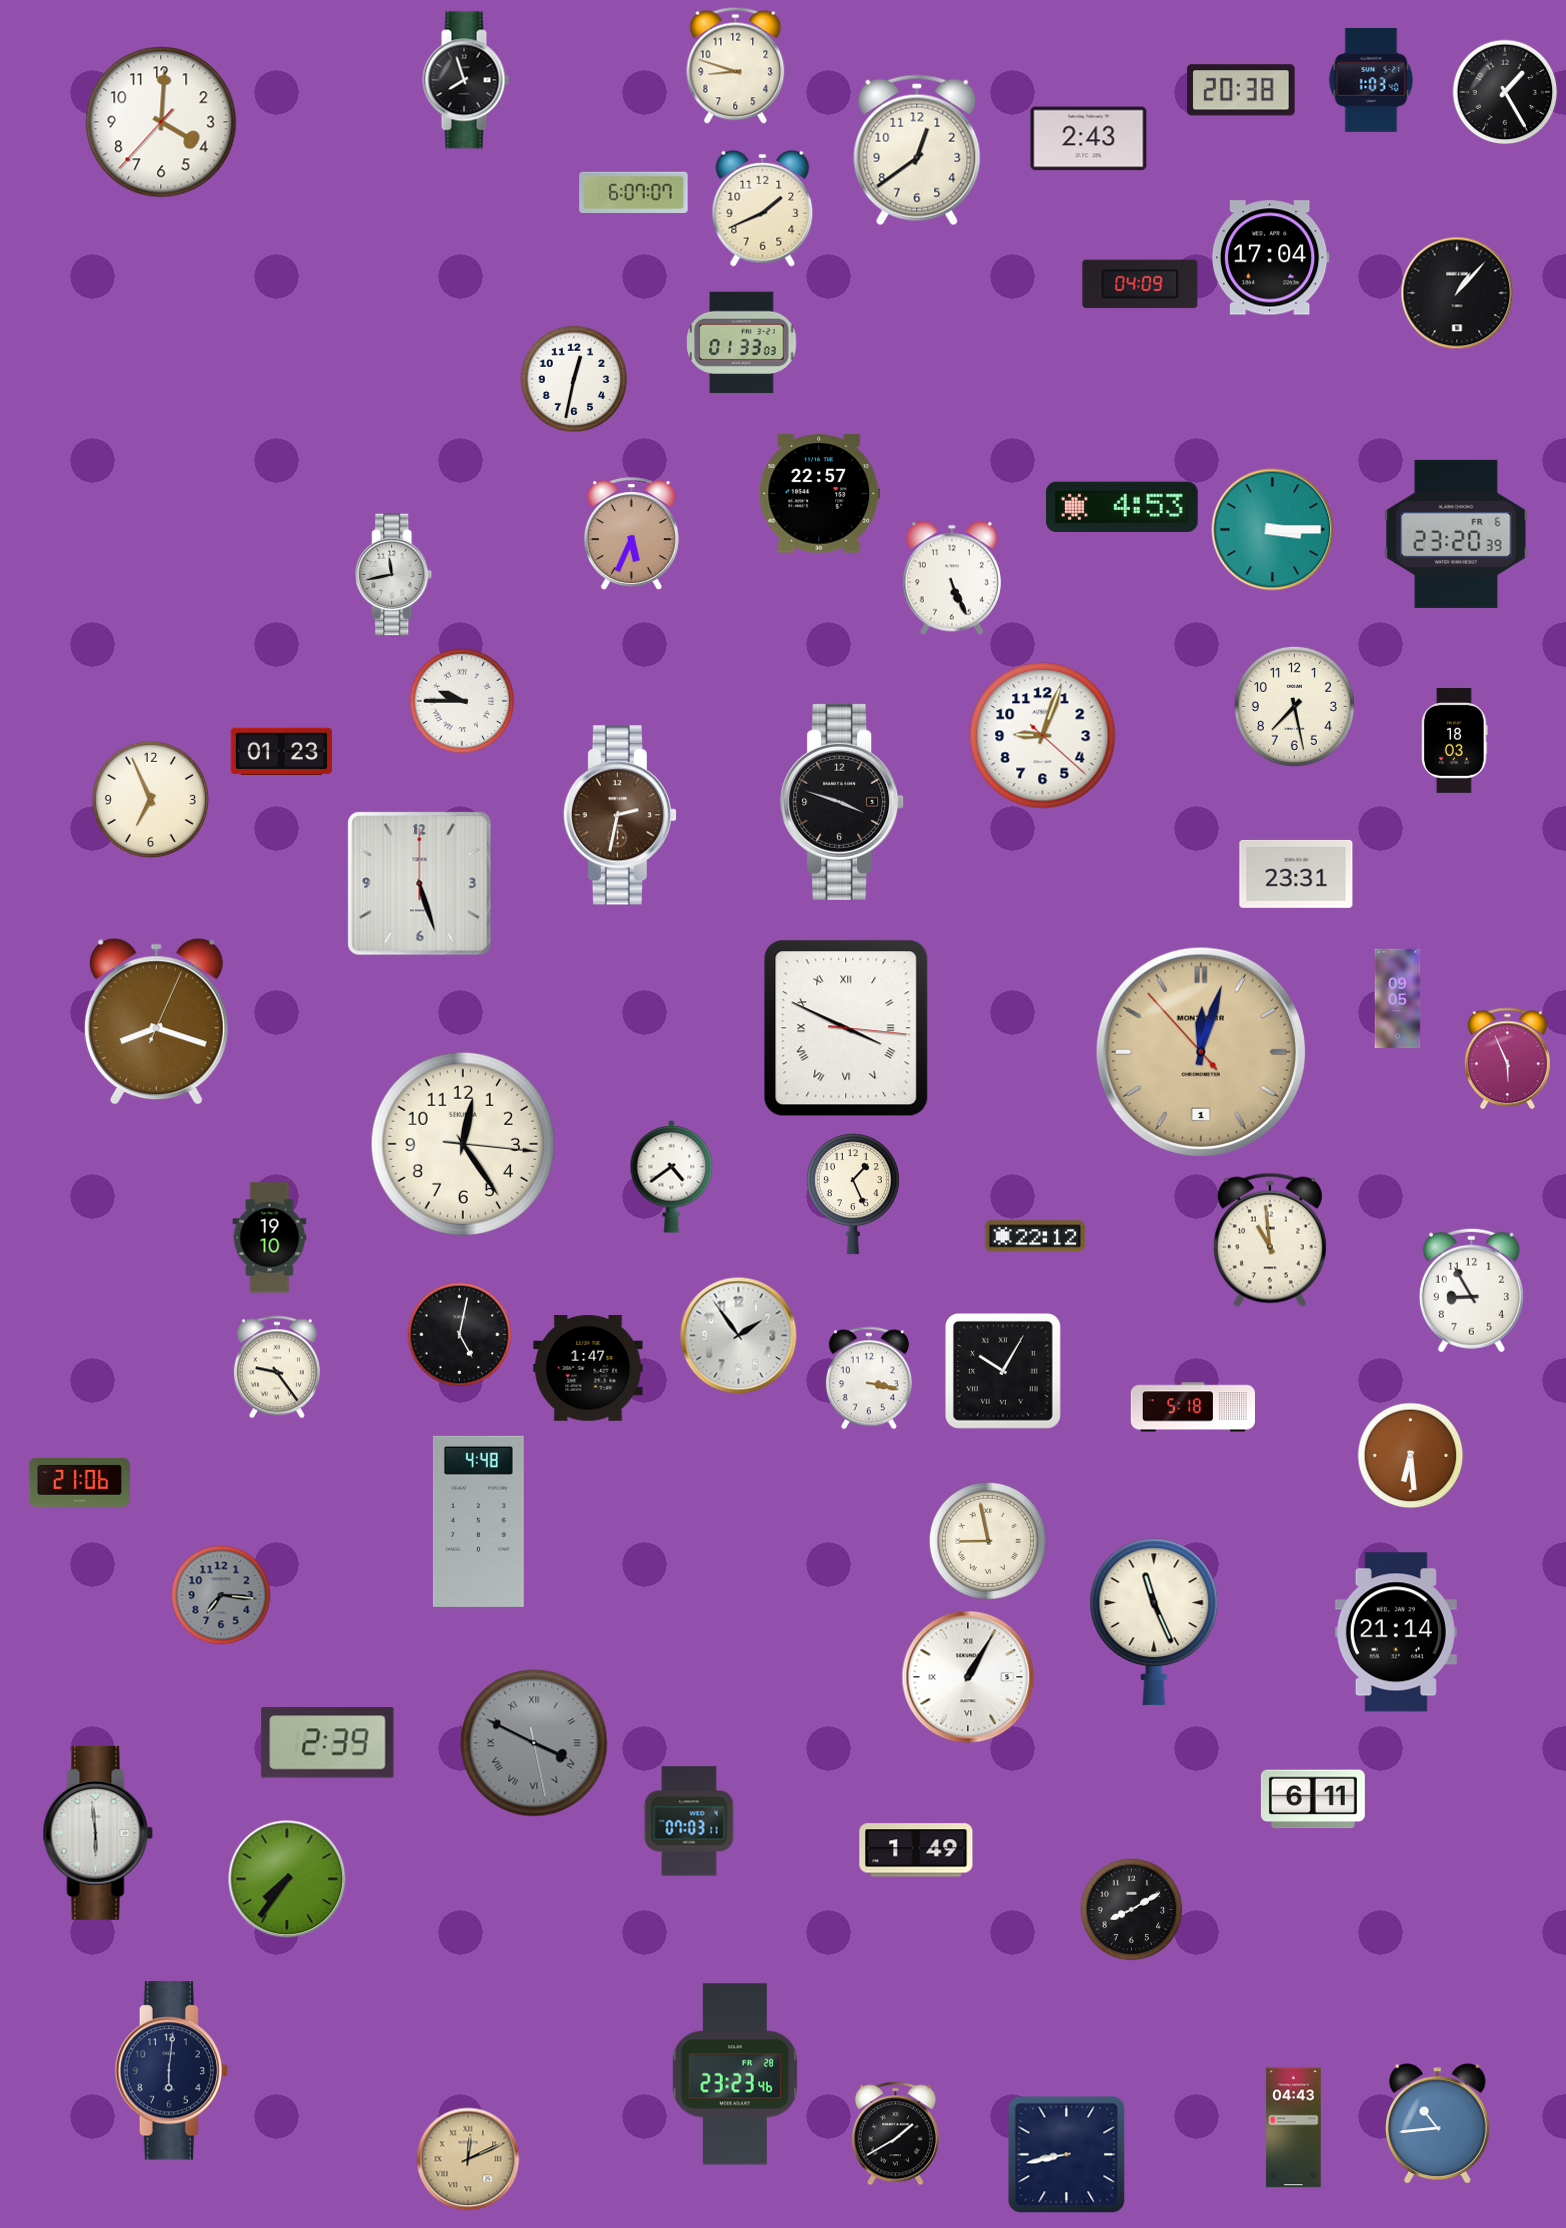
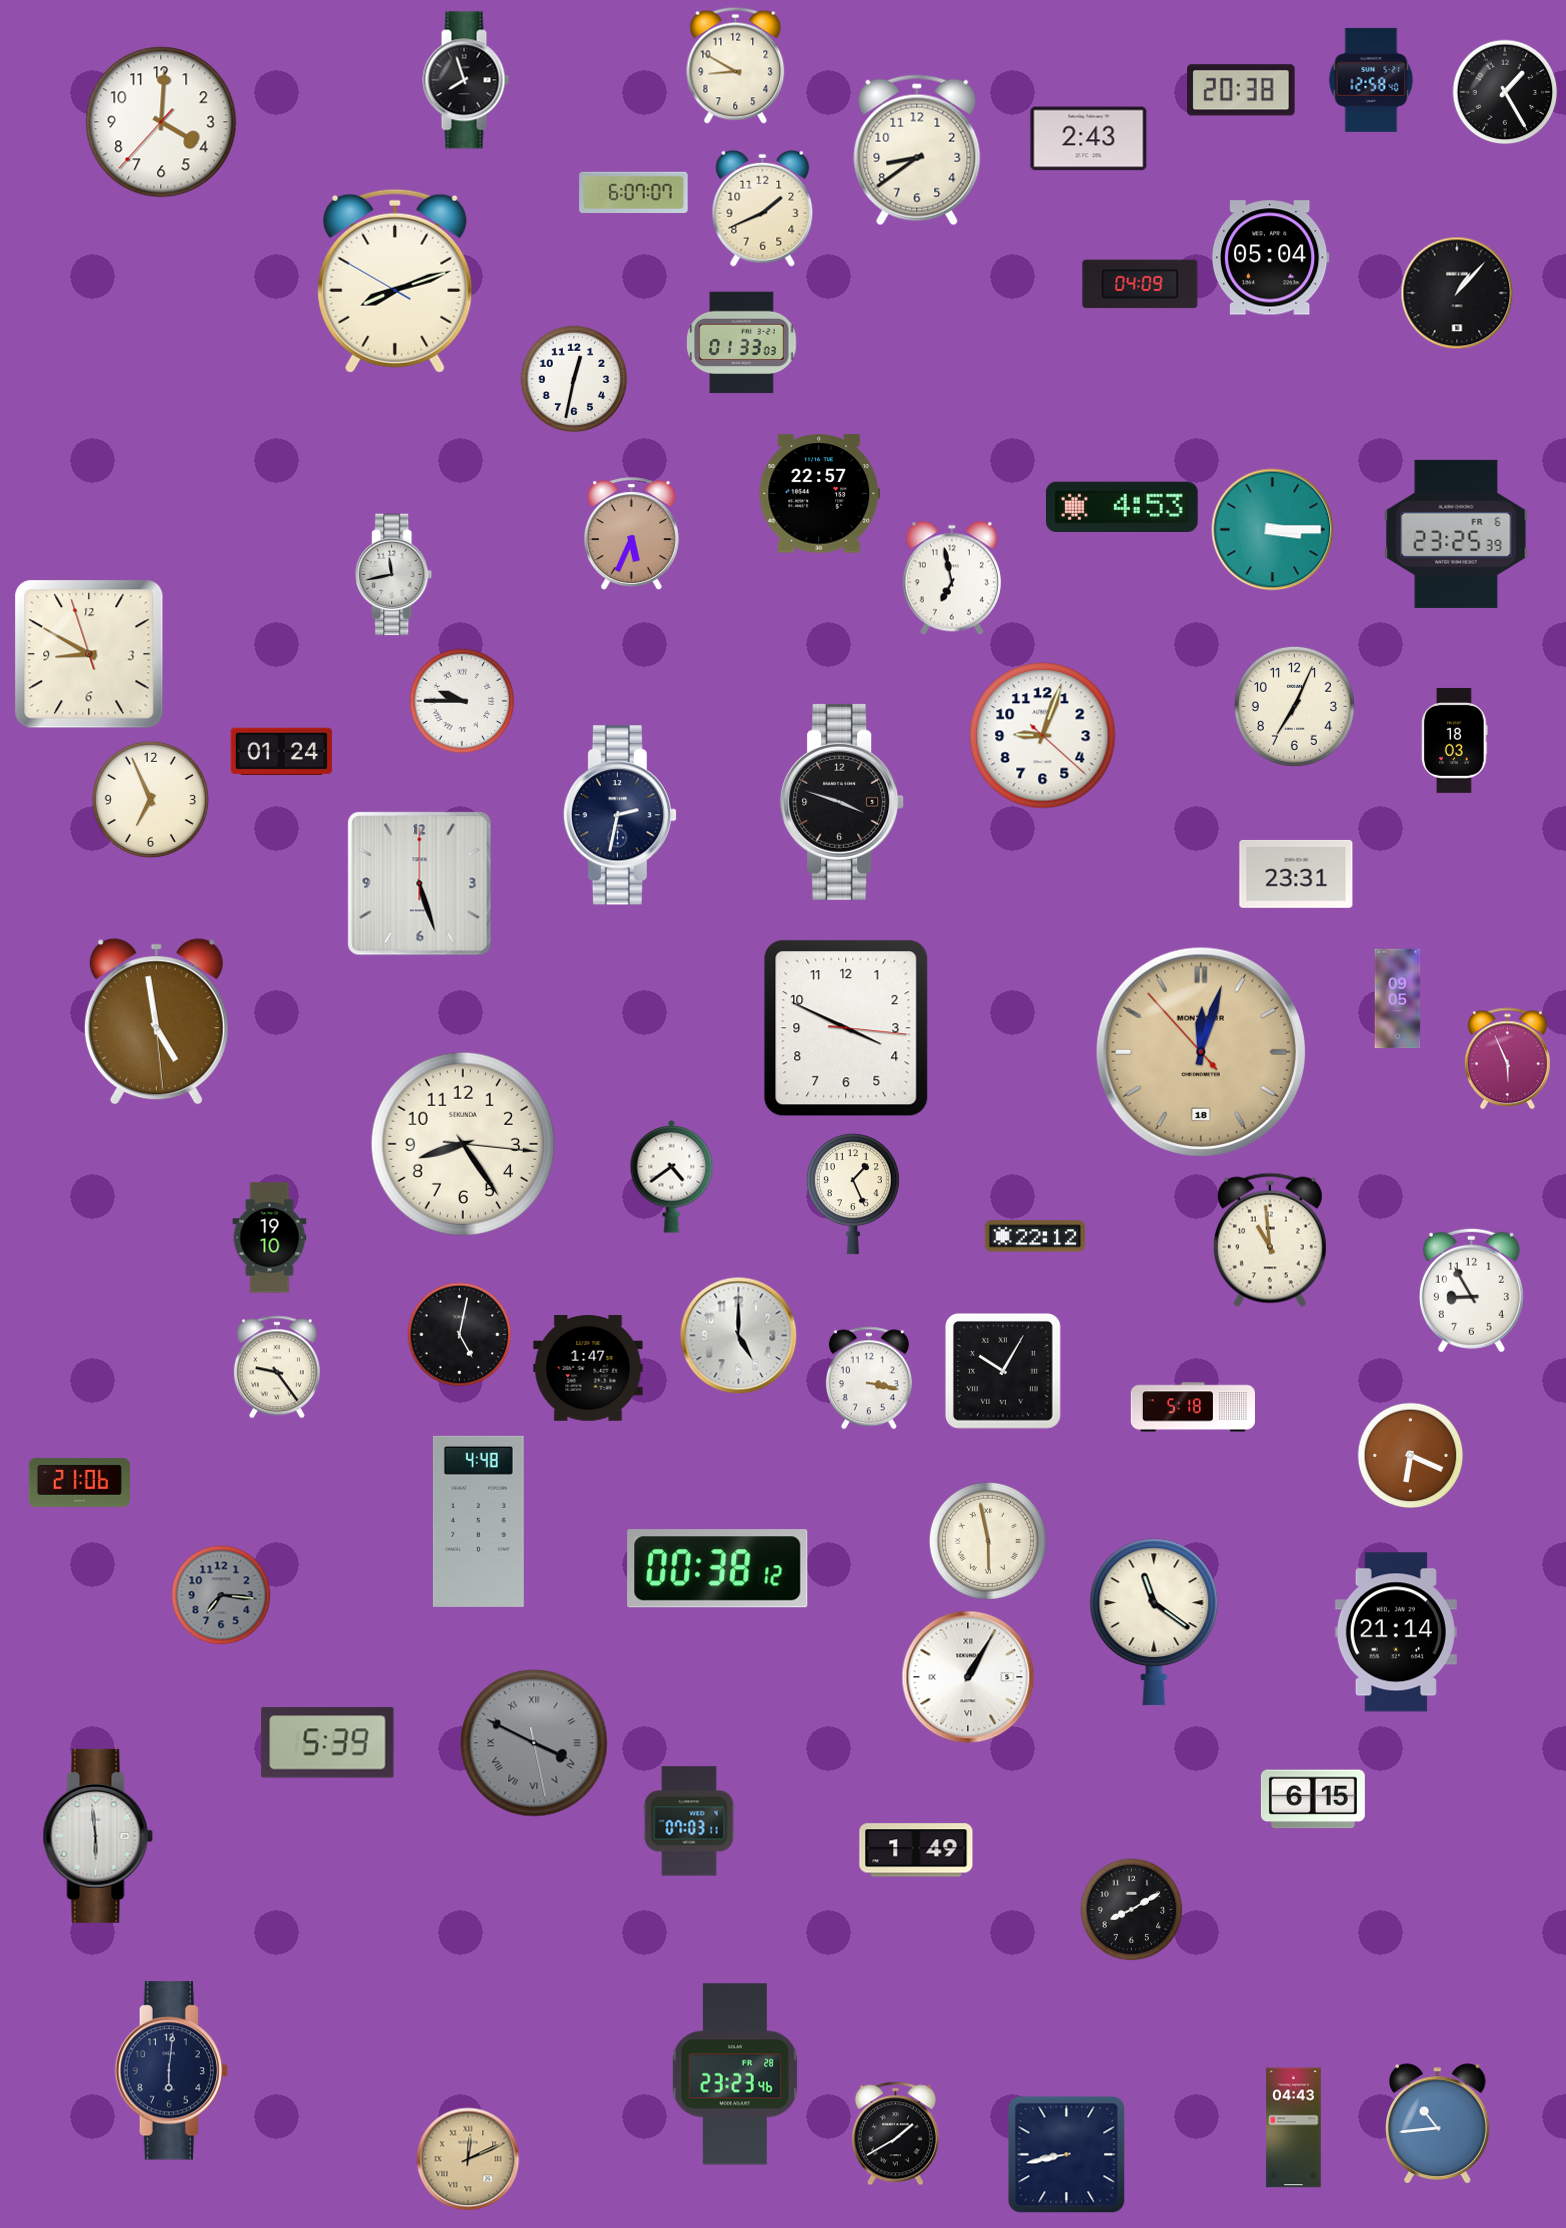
clock at (736, 65): 8:48 -> 8:50
clock at (1371, 80): 1:03 -> 12:58
clock at (917, 150): 12:39 -> 8:39
clock at (1270, 258): 17:04 -> 05:04
clock at (395, 281): none -> 8:11
clock at (1456, 534): 23:20 -> 23:25
clock at (952, 578): 5:26 -> 6:58
clock at (89, 654): none -> 8:49
clock at (1294, 706): 7:28 -> 7:04
clock at (281, 751): 01:23 -> 01:24
clock at (619, 815) dial: brown -> navy
clock at (156, 1022): 8:18 -> 4:58
clock at (846, 1028) numerals: Roman -> Arabic
clock at (1200, 1051) date: 1 -> 18
clock at (462, 1143): 12:24 -> 8:24
clock at (739, 1336): 1:54 -> 5:00
clock at (1411, 1456): 6:29 -> 6:19
clock at (988, 1541): 8:58 -> 5:58
clock at (718, 1569): none -> 00:38
clock at (1154, 1622): 11:26 -> 11:21
clock at (328, 1743): 2:39 -> 5:39
clock at (1313, 1799): 6:11 -> 6:15
clock at (98, 1833) position: (98, 1833) -> (98, 1836)
clock at (287, 1879): 7:36 -> none
